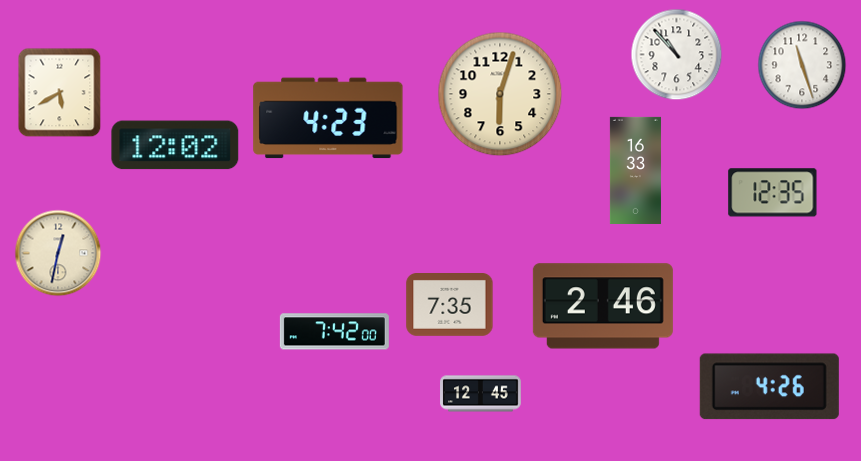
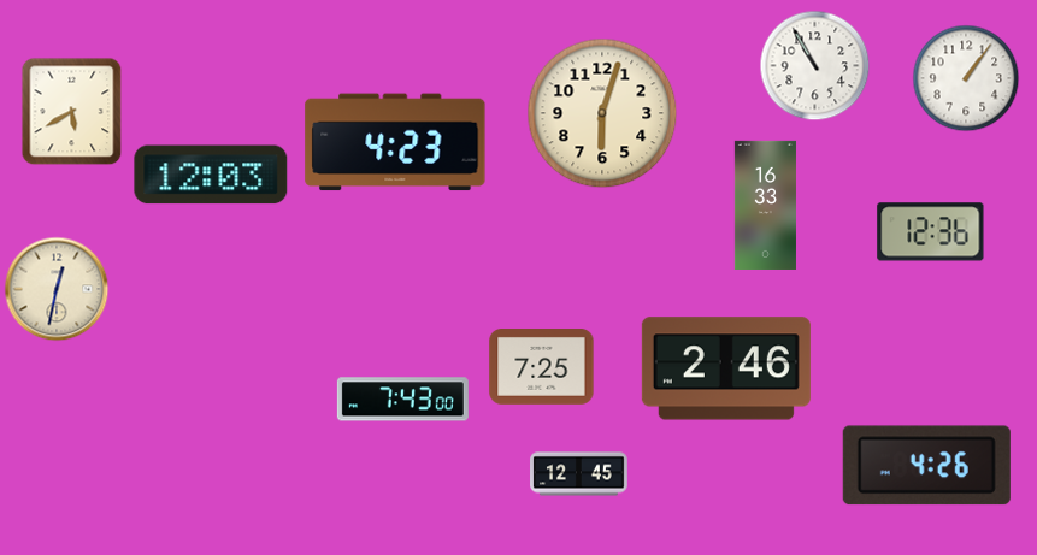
clock at (677, 55): 10:53 -> 10:55
clock at (802, 65): 11:27 -> 1:06
clock at (175, 145): 12:02 -> 12:03
clock at (773, 193): 12:35 -> 12:36
clock at (58, 253) position: (58, 253) -> (57, 289)
clock at (450, 305): 7:35 -> 7:25
clock at (334, 332): 7:42 -> 7:43
